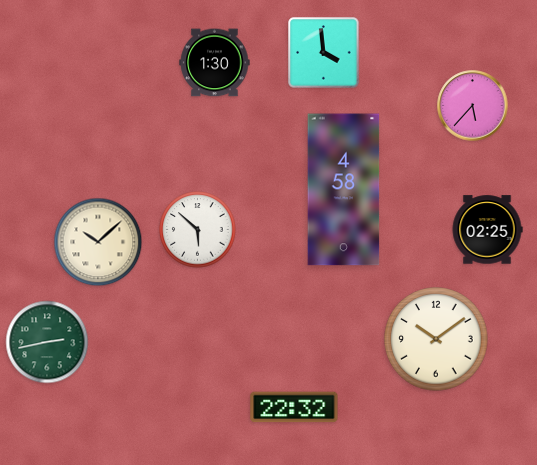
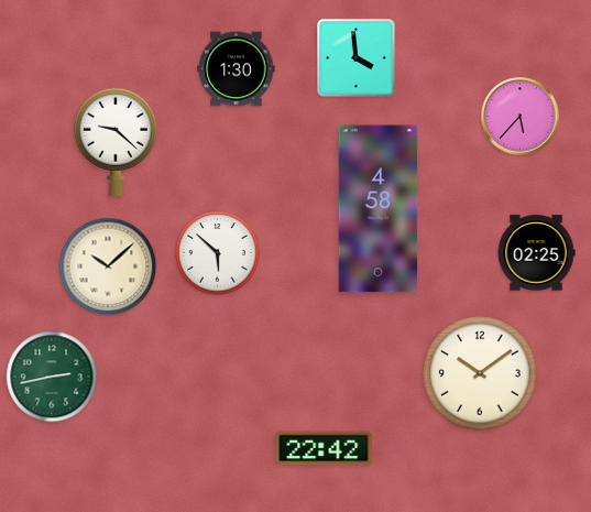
clock at (116, 142): none -> 9:22
clock at (294, 407): 22:32 -> 22:42
